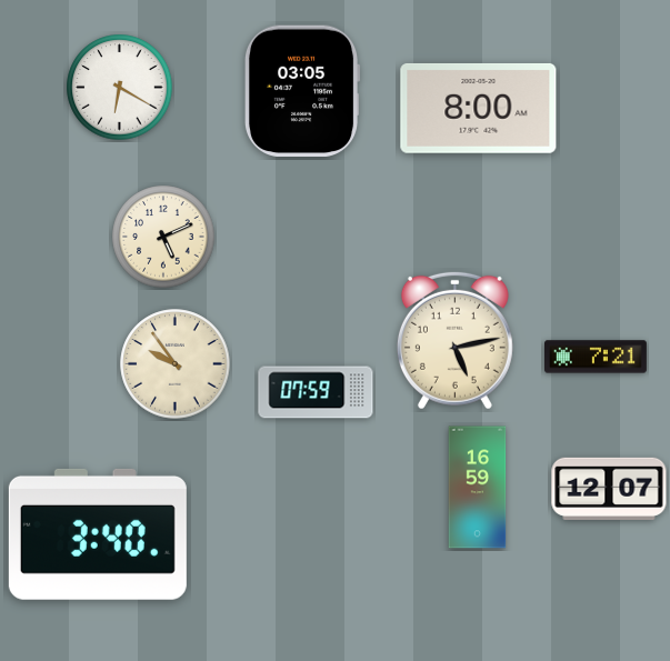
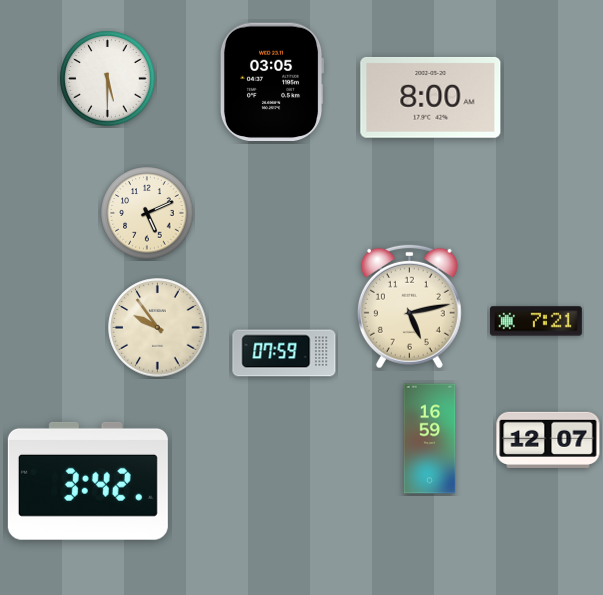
clock at (120, 88): 6:20 -> 5:30
clock at (98, 534): 3:40 -> 3:42
